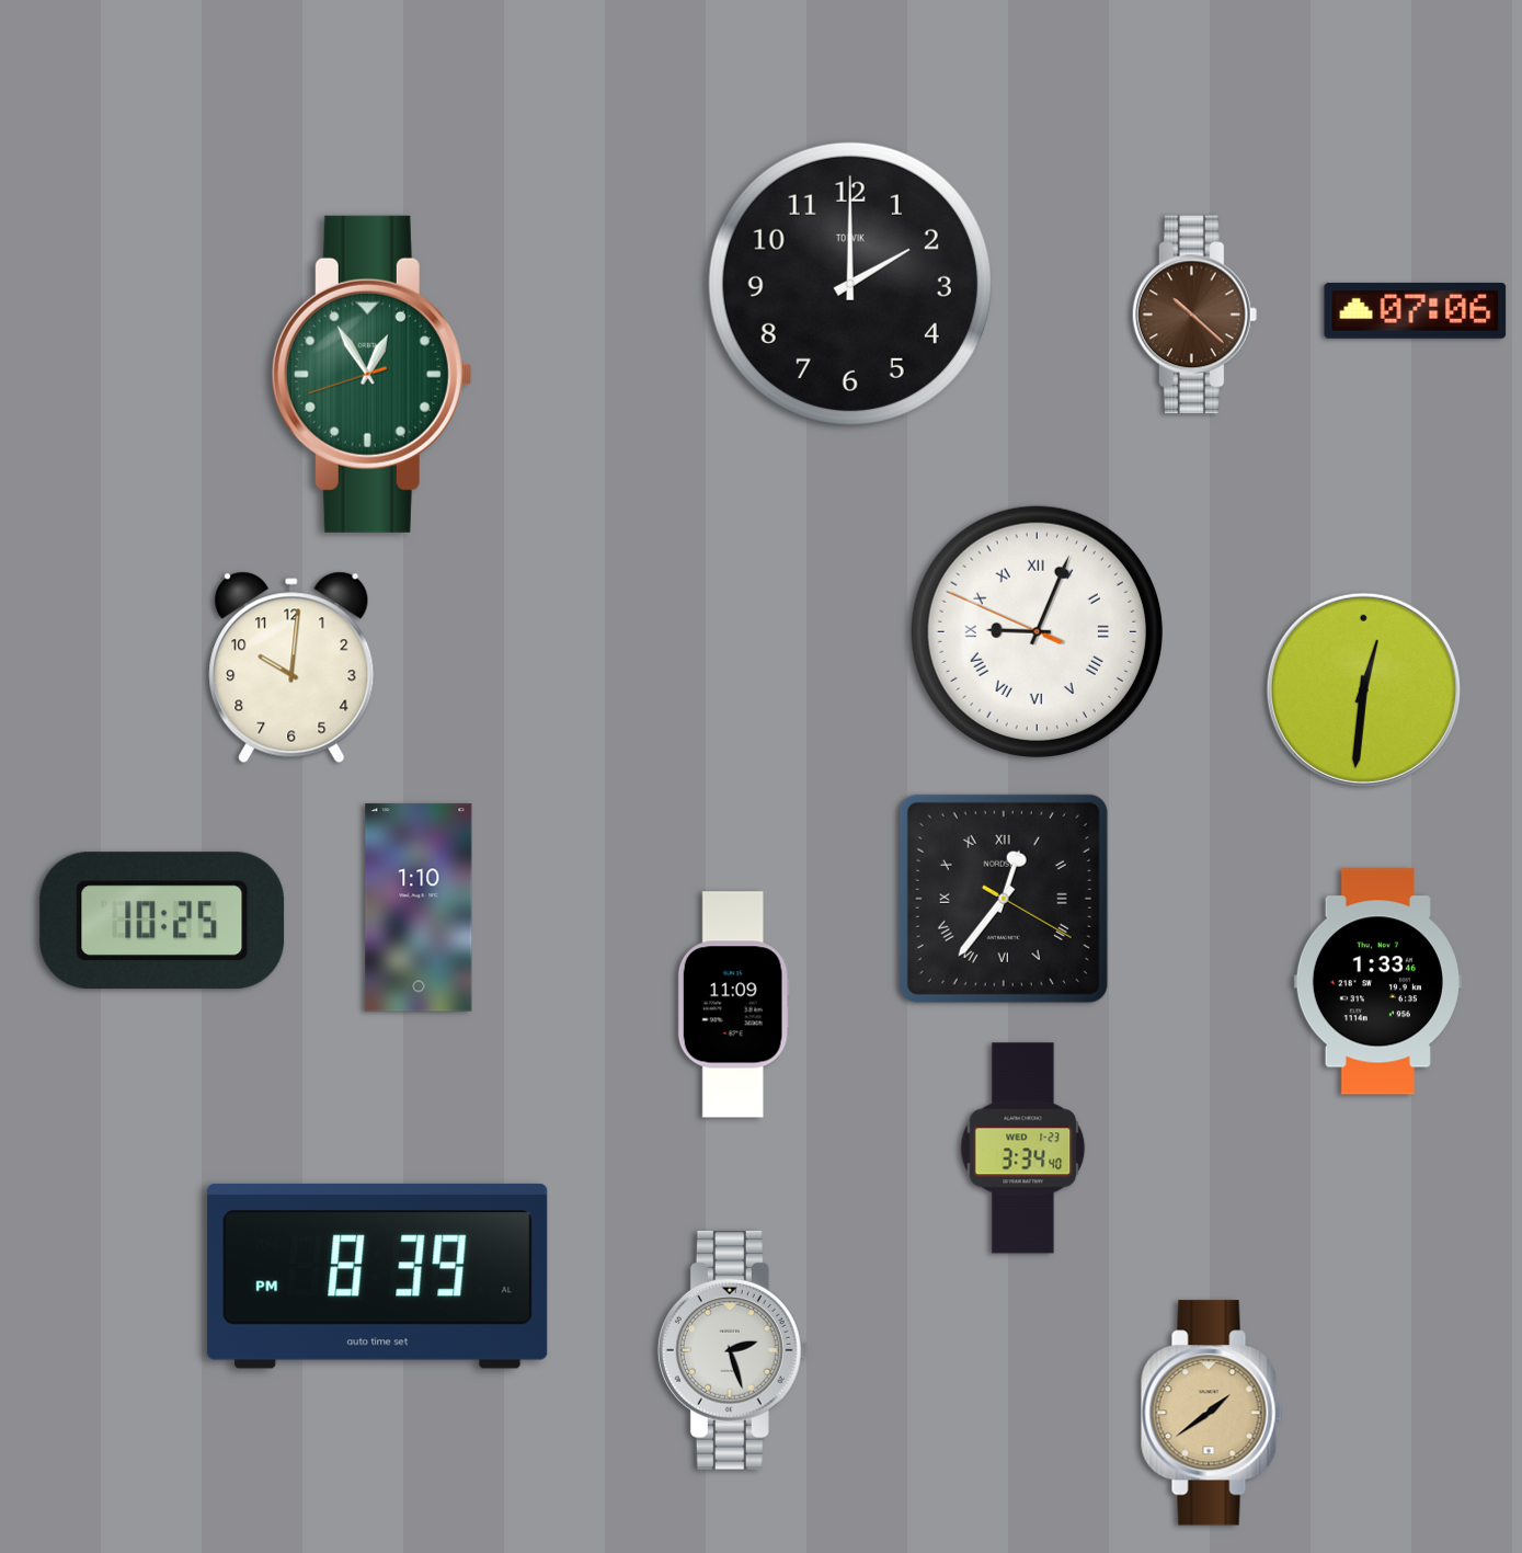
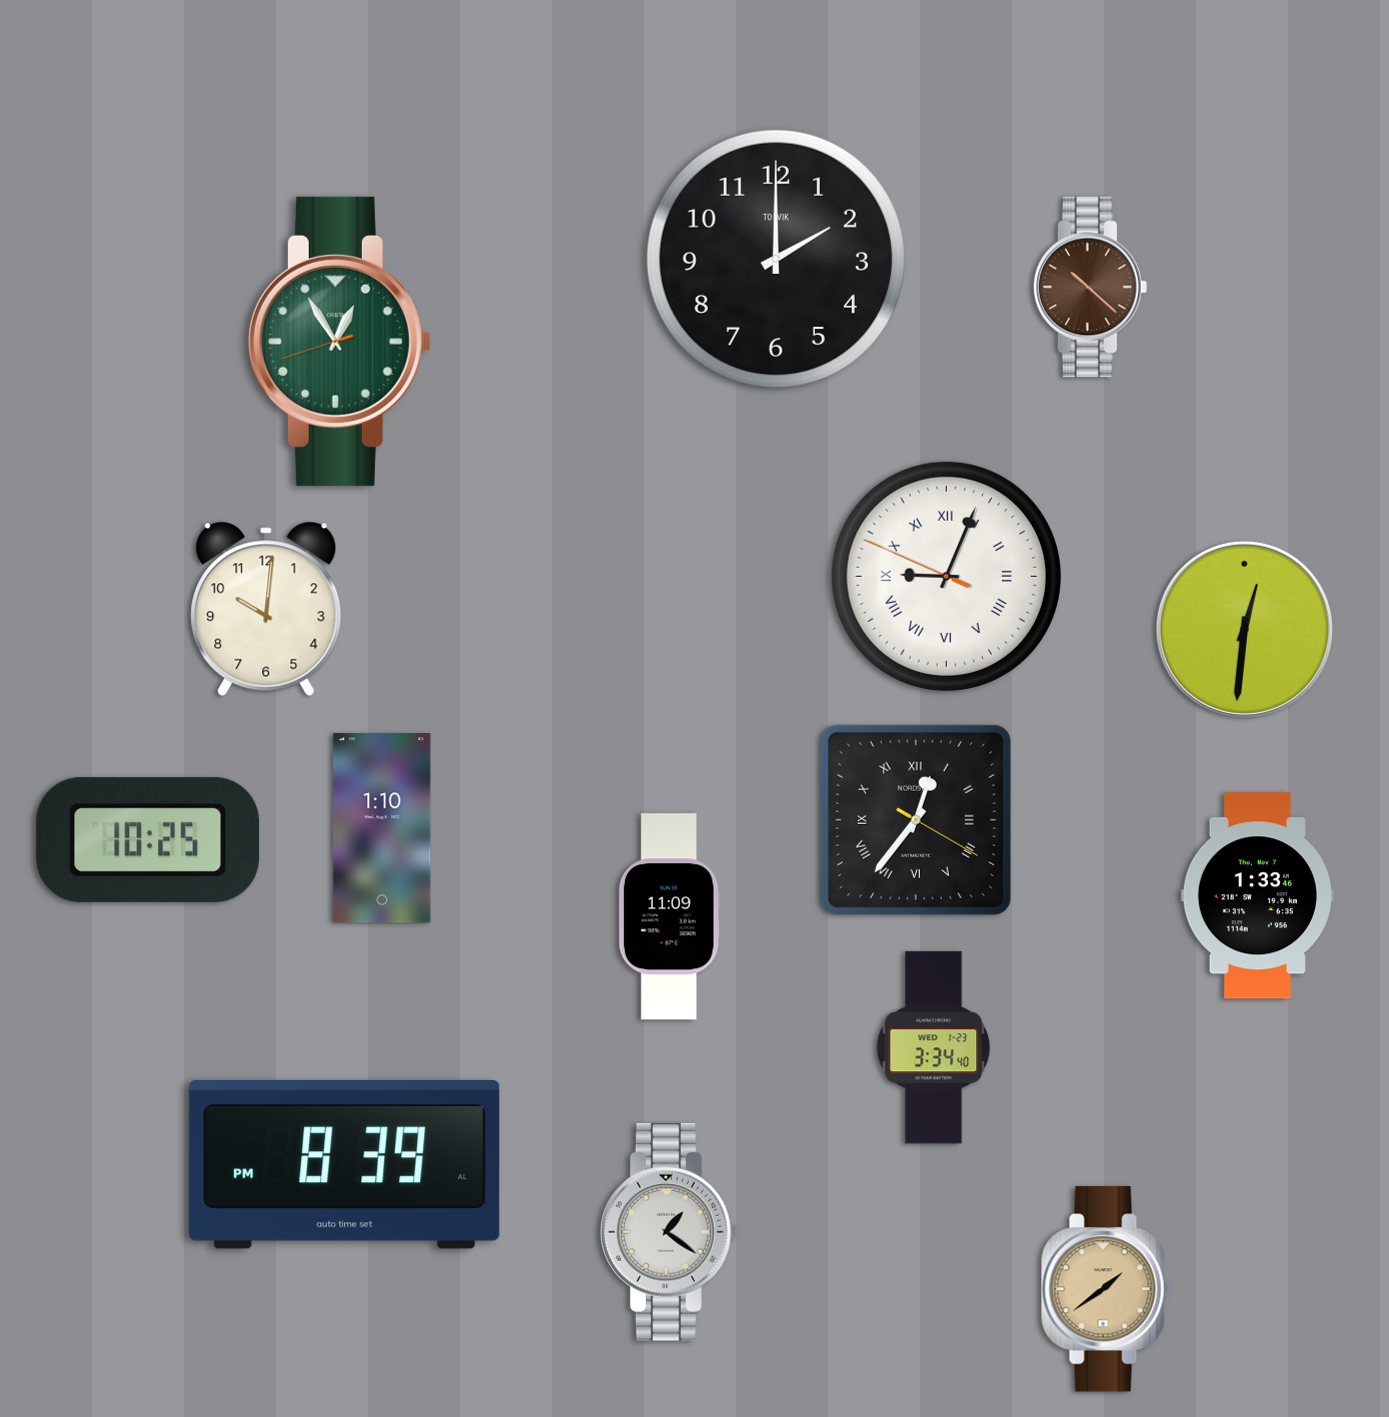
clock at (1416, 310): 07:06 -> none
clock at (733, 1350): 2:27 -> 1:21
